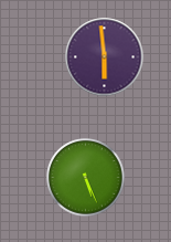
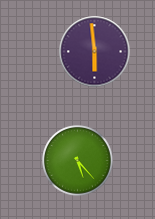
clock at (86, 178): 5:26 -> 5:23
